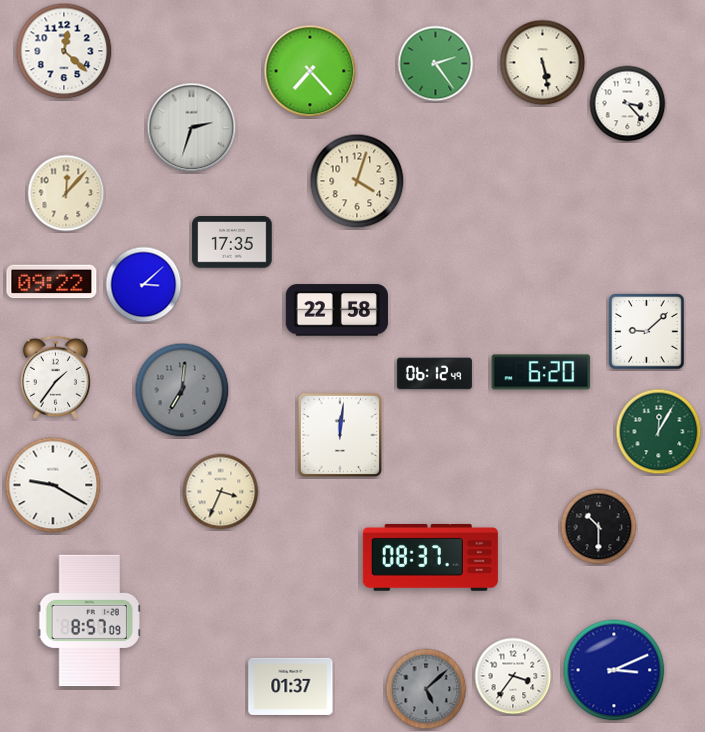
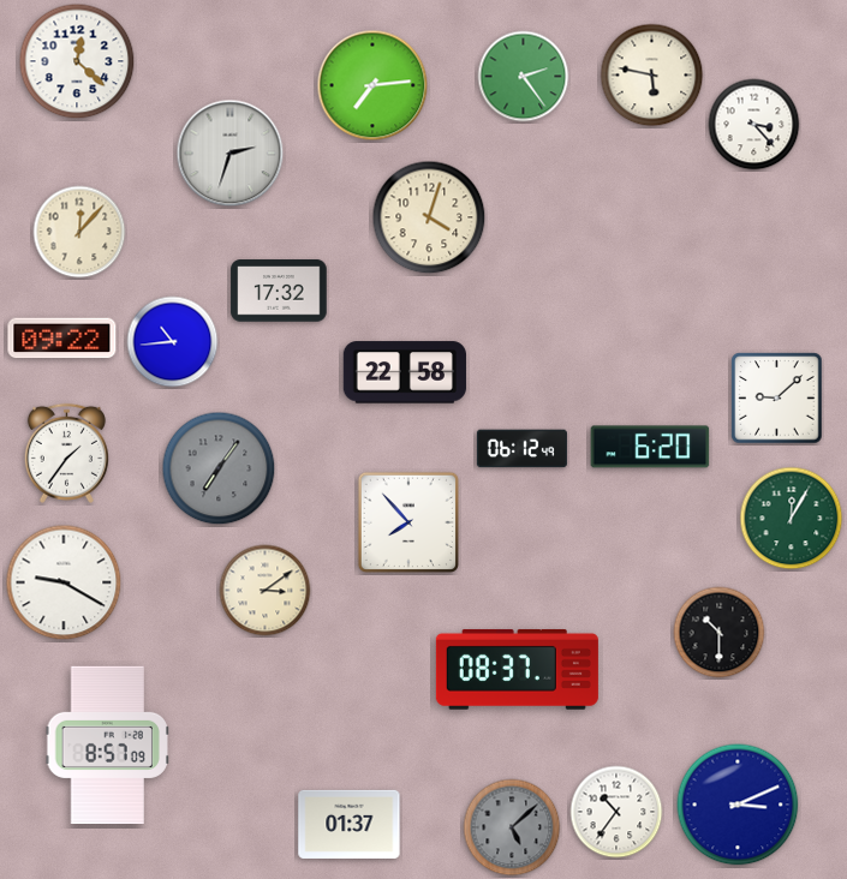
clock at (543, 63): 5:28 -> 5:47
clock at (310, 71): 7:23 -> 7:14
clock at (232, 242): 17:35 -> 17:32
clock at (144, 285): 3:08 -> 10:44
clock at (182, 390): 7:01 -> 7:06
clock at (340, 435): 12:01 -> 7:53
clock at (221, 492): 3:34 -> 3:09
clock at (513, 676): 3:36 -> 10:36
